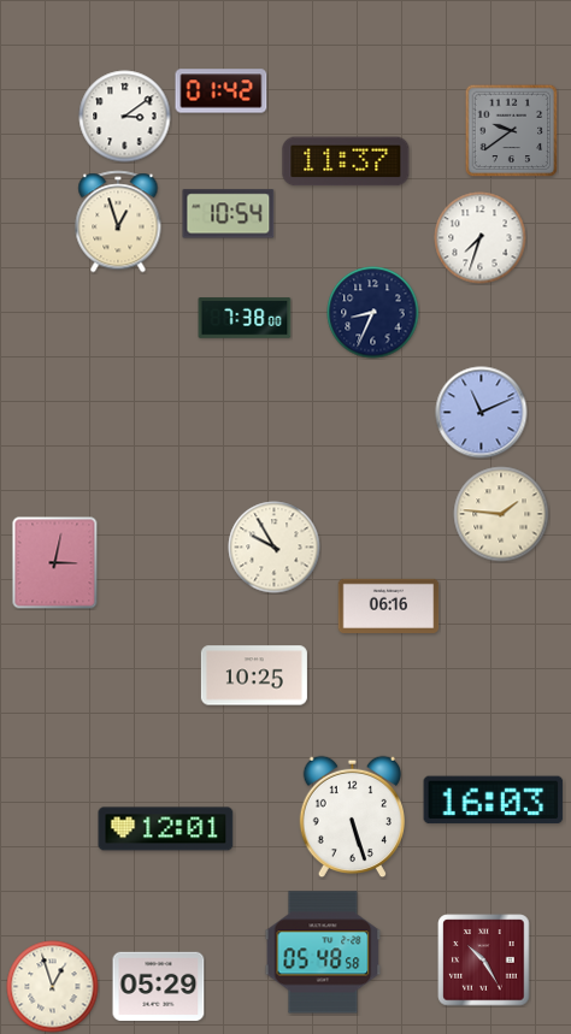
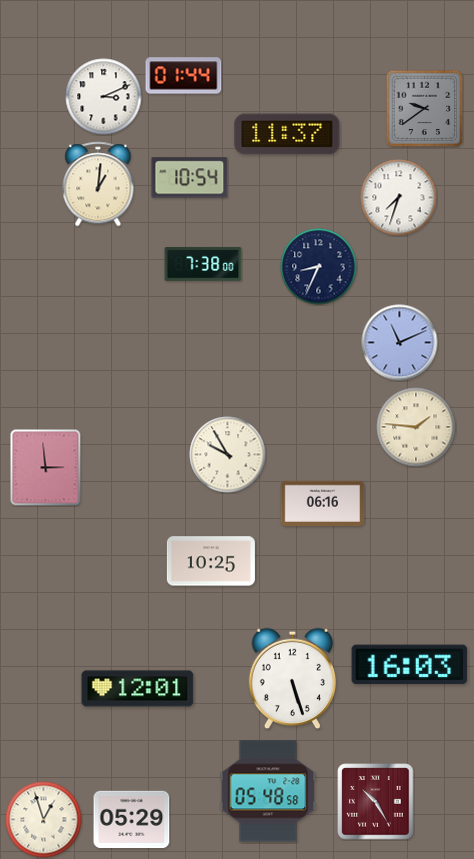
clock at (222, 91): 01:42 -> 01:44
clock at (125, 117): 3:09 -> 3:11
clock at (118, 221): 12:57 -> 1:01
clock at (373, 313) position: (373, 313) -> (319, 267)
clock at (55, 563): 3:02 -> 2:59
clock at (484, 961) position: (484, 961) -> (376, 802)
